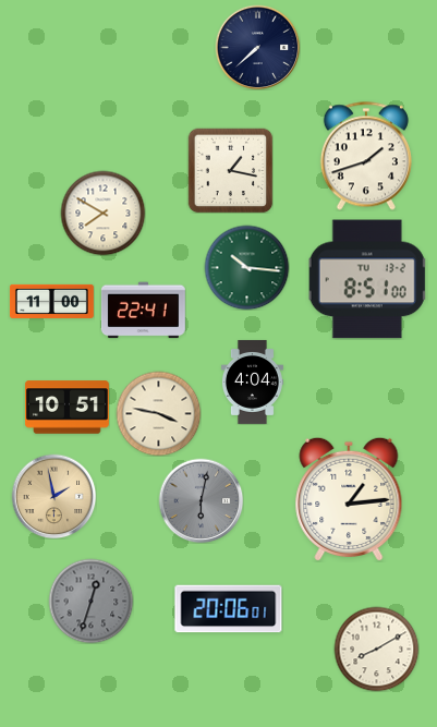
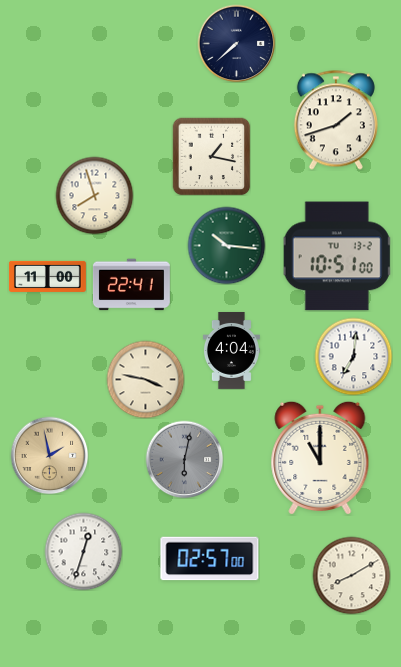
clock at (366, 156) position: (366, 156) -> (336, 120)
clock at (102, 213): 7:50 -> 7:57
clock at (367, 279): 8:51 -> 10:51
clock at (353, 356): none -> 7:01
clock at (66, 408): 10:51 -> none
clock at (349, 499): 1:14 -> 11:00
clock at (90, 601) dial: grey -> white
clock at (229, 609): 20:06 -> 02:57
clock at (376, 649) position: (376, 649) -> (351, 575)
